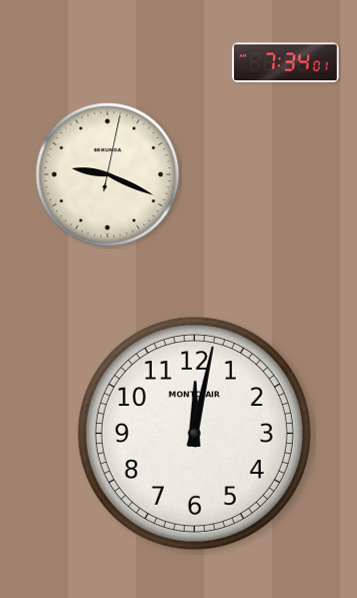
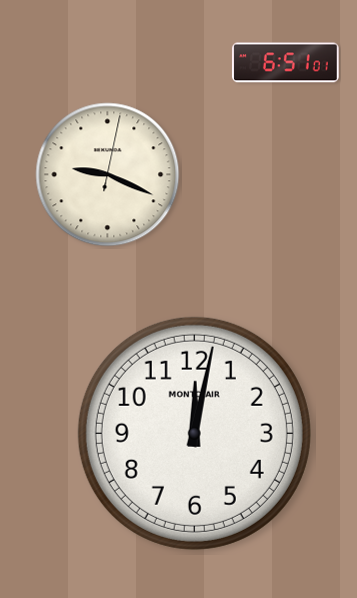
clock at (285, 63): 7:34 -> 6:51
